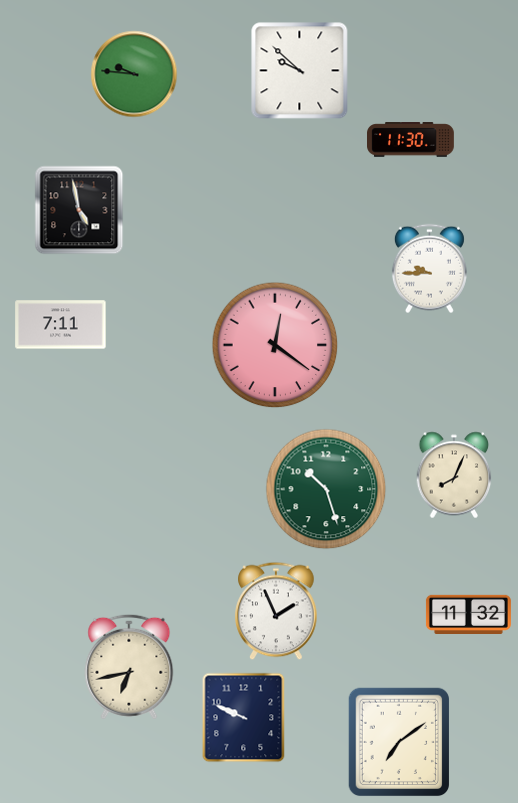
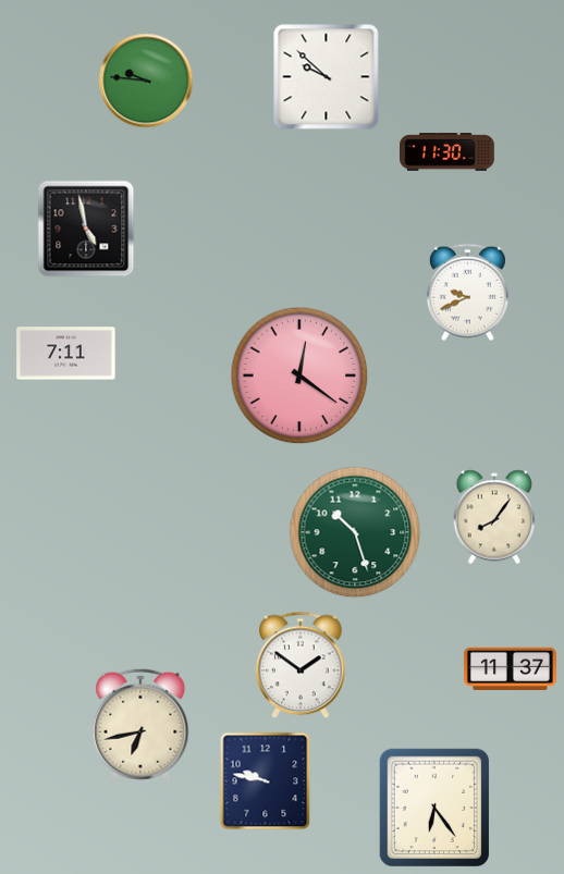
clock at (429, 269): 9:45 -> 9:41
clock at (454, 475): 8:04 -> 8:06
clock at (276, 611): 1:56 -> 1:51
clock at (468, 614): 11:32 -> 11:37
clock at (244, 718): 9:49 -> 9:47
clock at (399, 742): 7:09 -> 6:24
